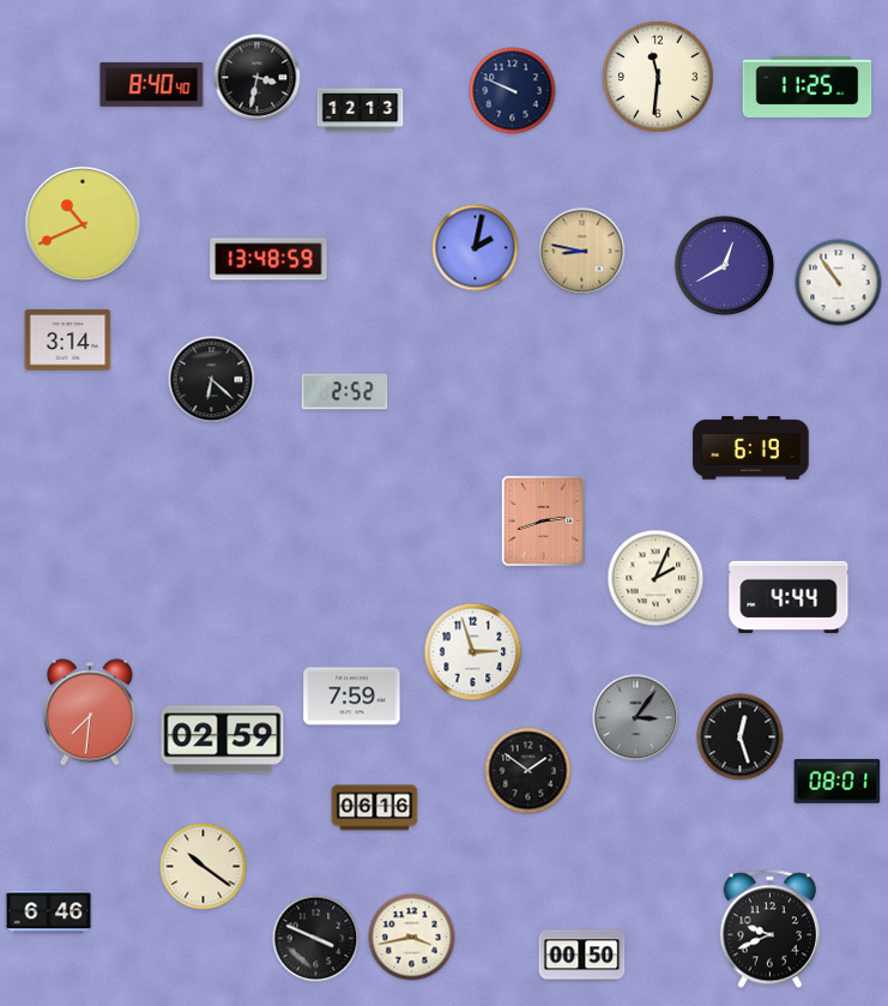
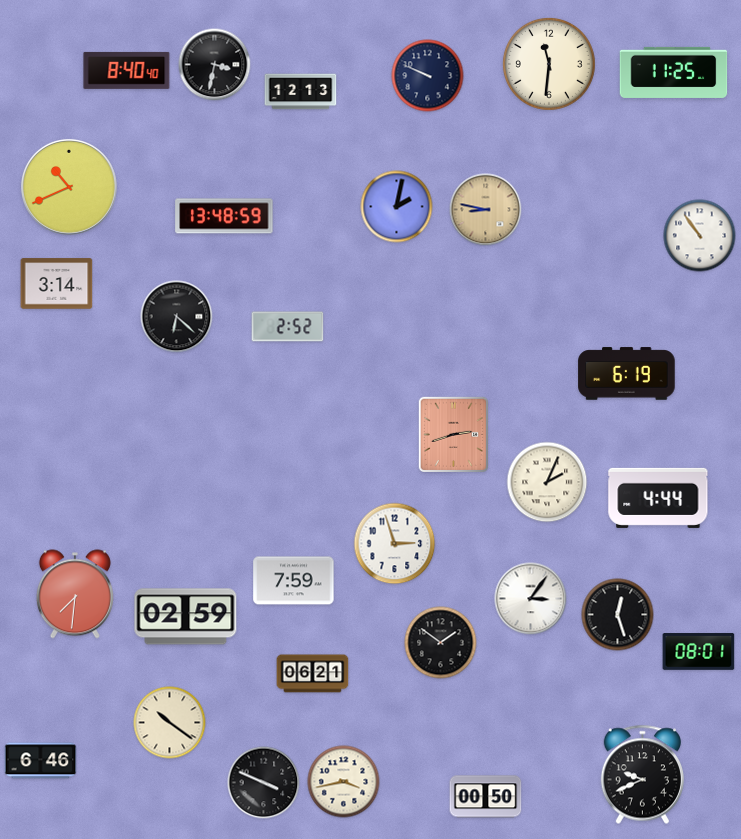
clock at (725, 266): 12:40 -> none
clock at (636, 718) dial: grey -> white
clock at (375, 808): 06:16 -> 06:21
